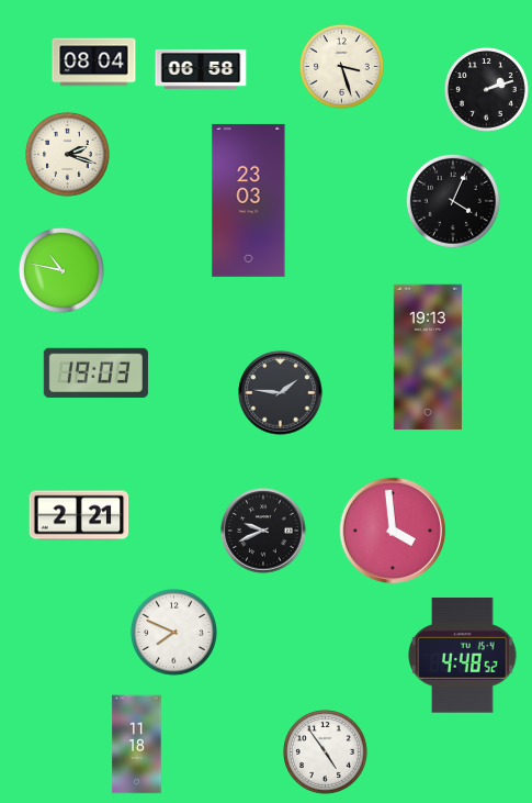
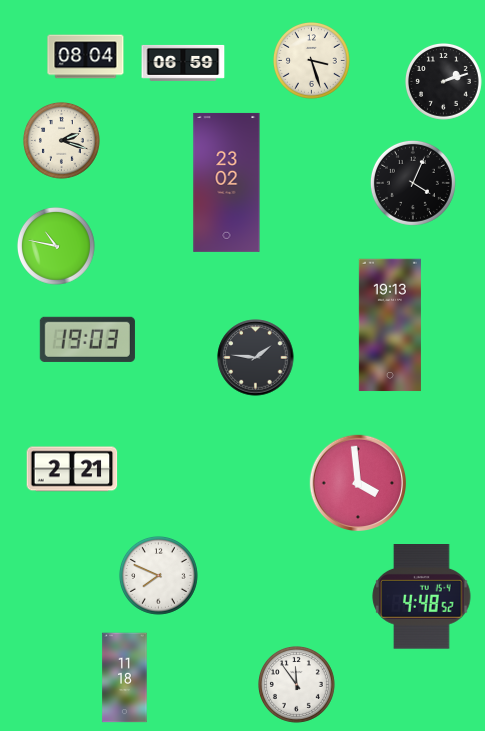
clock at (201, 69): 06:58 -> 06:59
clock at (249, 200): 23:03 -> 23:02
clock at (263, 531): 9:41 -> none
clock at (326, 752): 4:54 -> 11:54
